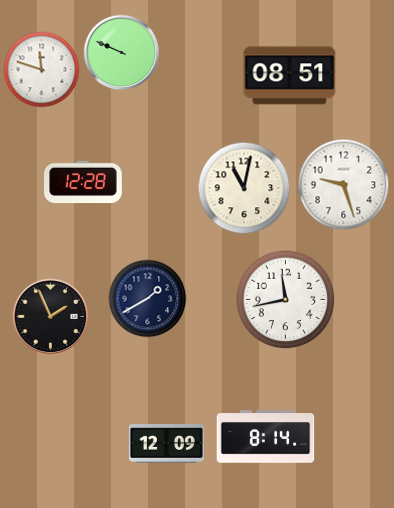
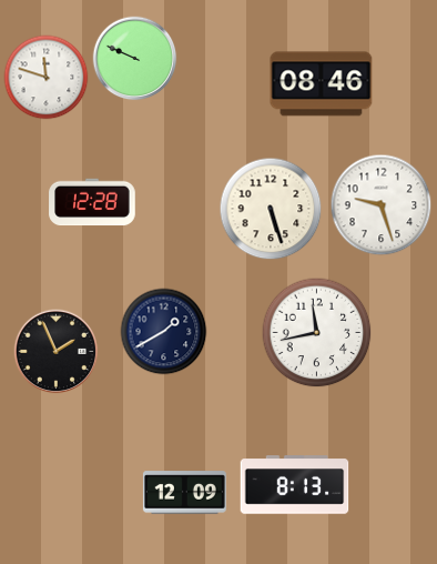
clock at (290, 76): 08:51 -> 08:46
clock at (244, 188): 11:02 -> 5:27
clock at (266, 437): 8:14 -> 8:13
